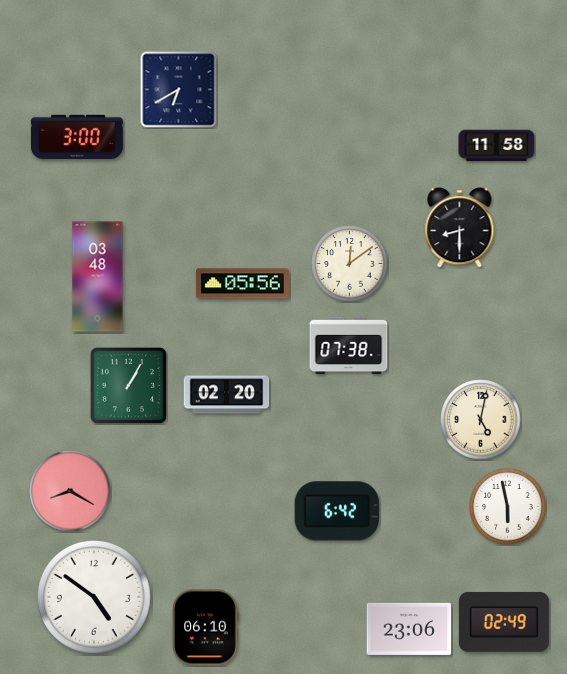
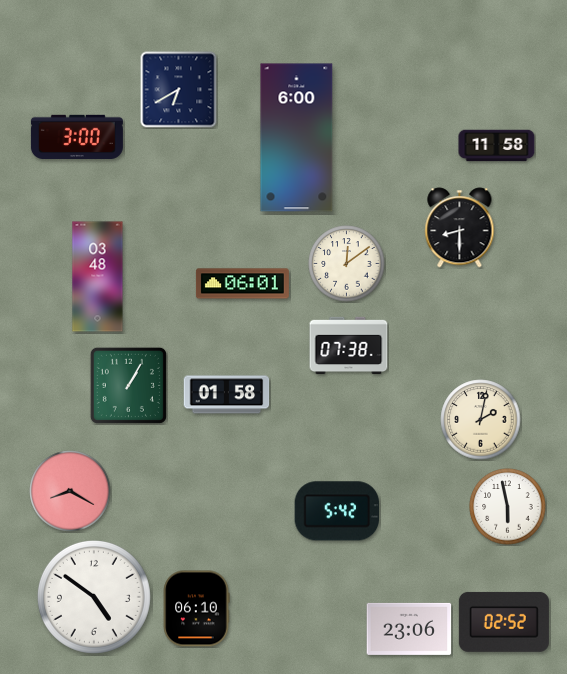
clock at (297, 138): none -> 6:00
clock at (350, 264) position: (350, 264) -> (347, 264)
clock at (242, 284): 05:56 -> 06:01
clock at (227, 395): 02:20 -> 01:58
clock at (481, 420): 5:02 -> 2:02
clock at (337, 511): 6:42 -> 5:42
clock at (504, 622): 02:49 -> 02:52
clock at (205, 628) position: (205, 628) -> (196, 609)
